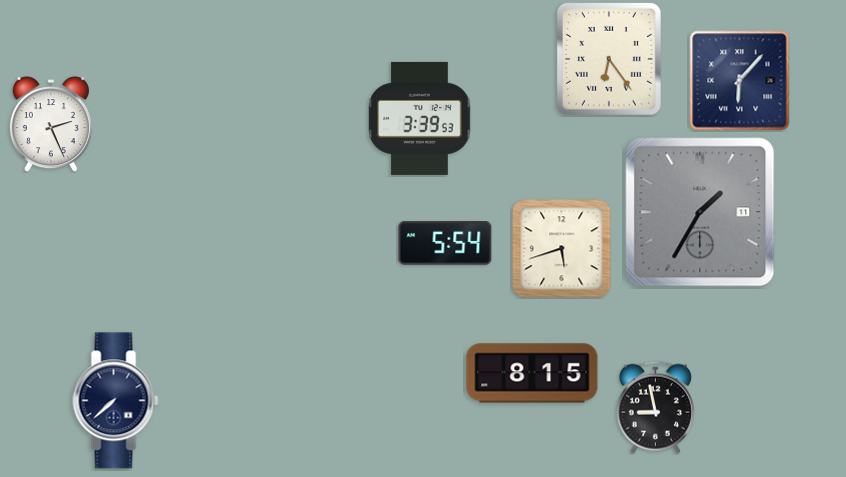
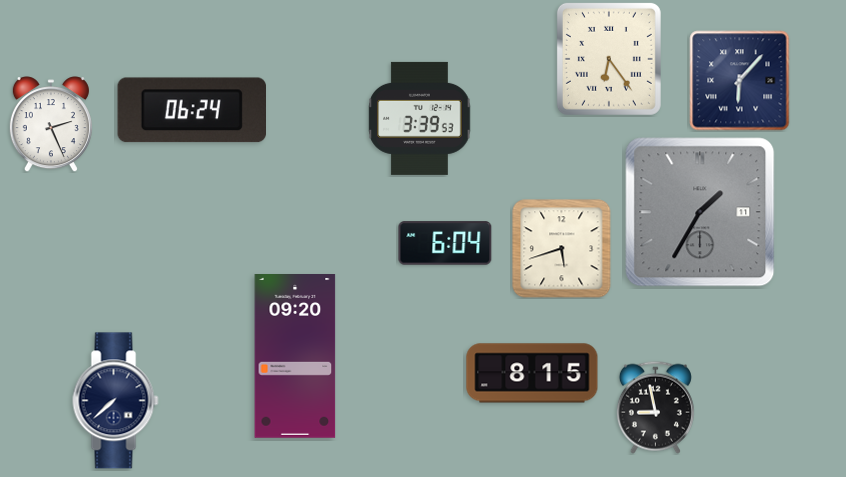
clock at (191, 110): none -> 06:24
clock at (445, 243): 5:54 -> 6:04
clock at (295, 357): none -> 09:20
